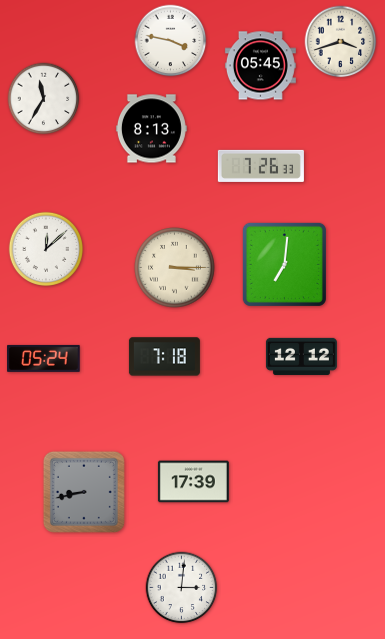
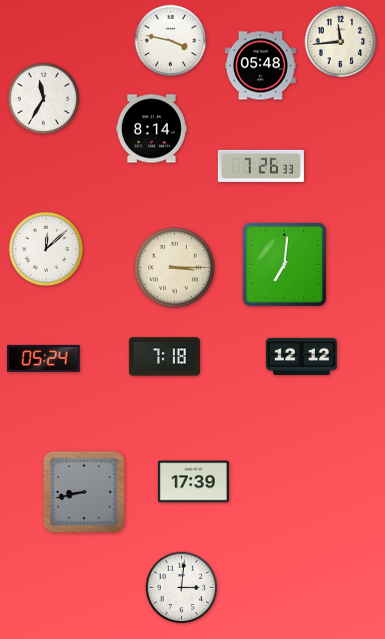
clock at (341, 42): 3:42 -> 11:44
clock at (260, 66): 05:45 -> 05:48
clock at (151, 129): 8:13 -> 8:14
